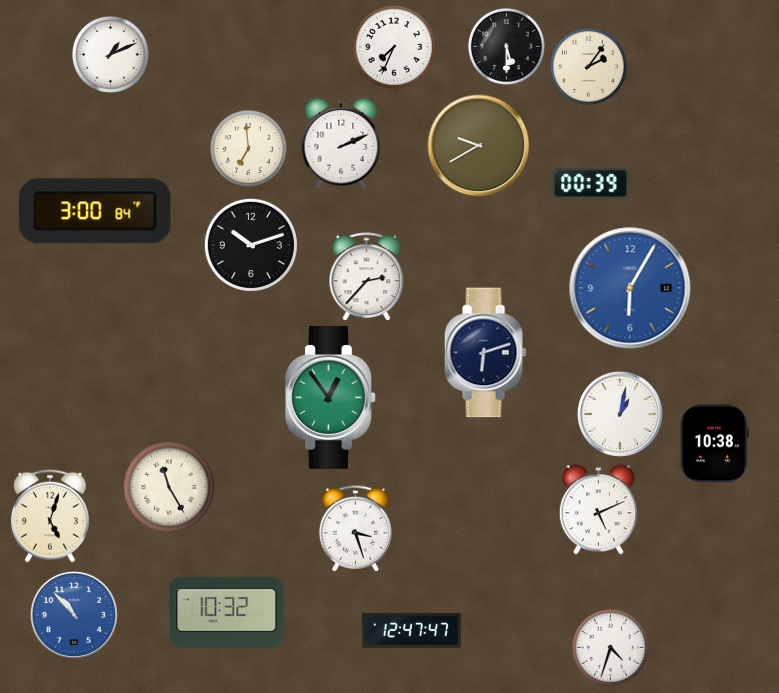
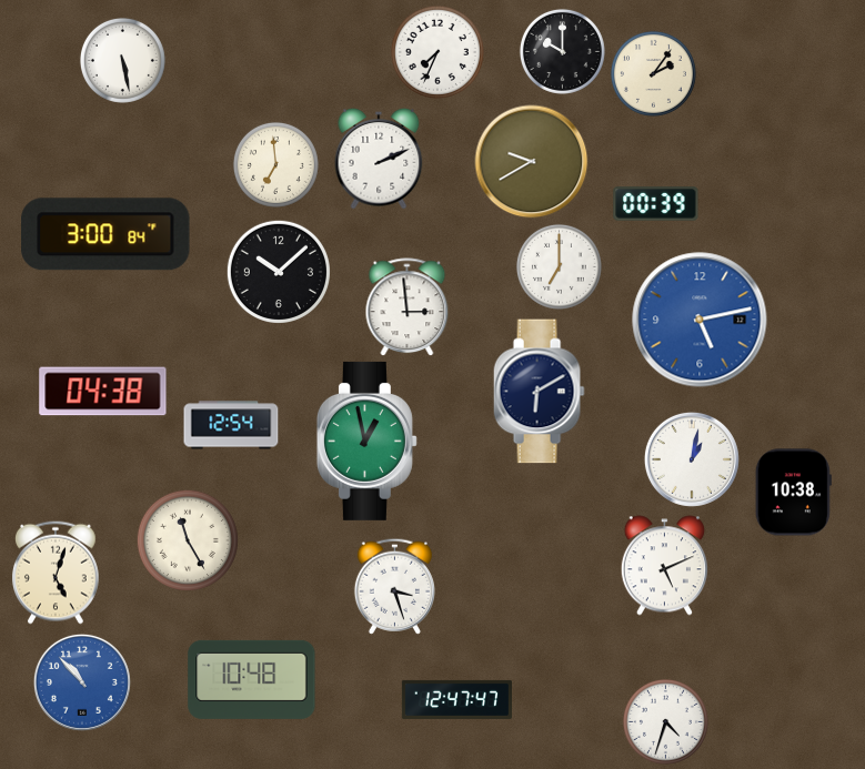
clock at (506, 46): 5:30 -> 10:00
clock at (110, 54): 1:11 -> 5:28
clock at (559, 266): none -> 7:00
clock at (251, 245): 10:12 -> 10:08
clock at (367, 277): 2:37 -> 2:59
clock at (630, 288): 6:05 -> 5:13
clock at (103, 392): none -> 04:38
clock at (485, 353): 6:12 -> 6:10
clock at (231, 425): none -> 12:54
clock at (330, 397): 12:54 -> 12:58
clock at (620, 414) position: (620, 414) -> (692, 459)
clock at (227, 612): 10:32 -> 10:48
clock at (610, 647) position: (610, 647) -> (665, 721)
